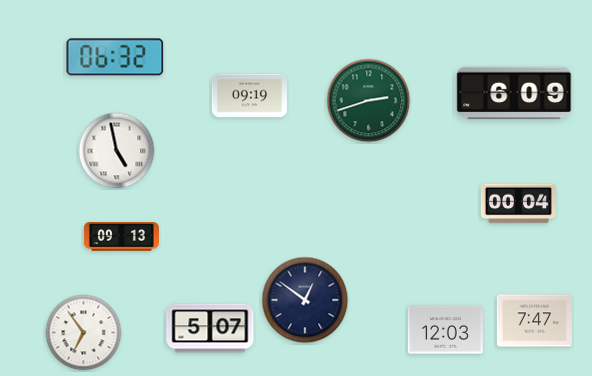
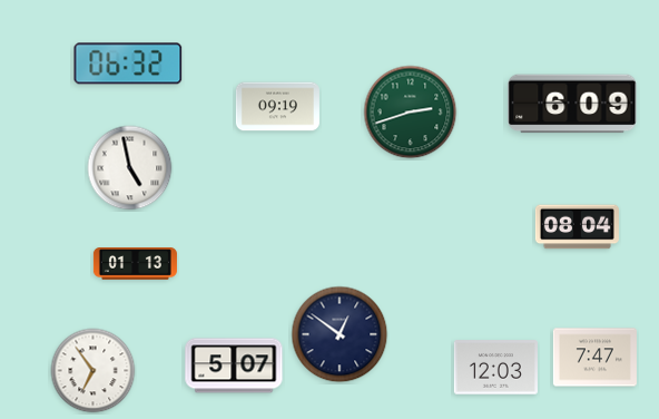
clock at (518, 204): 00:04 -> 08:04
clock at (121, 237): 09:13 -> 01:13
